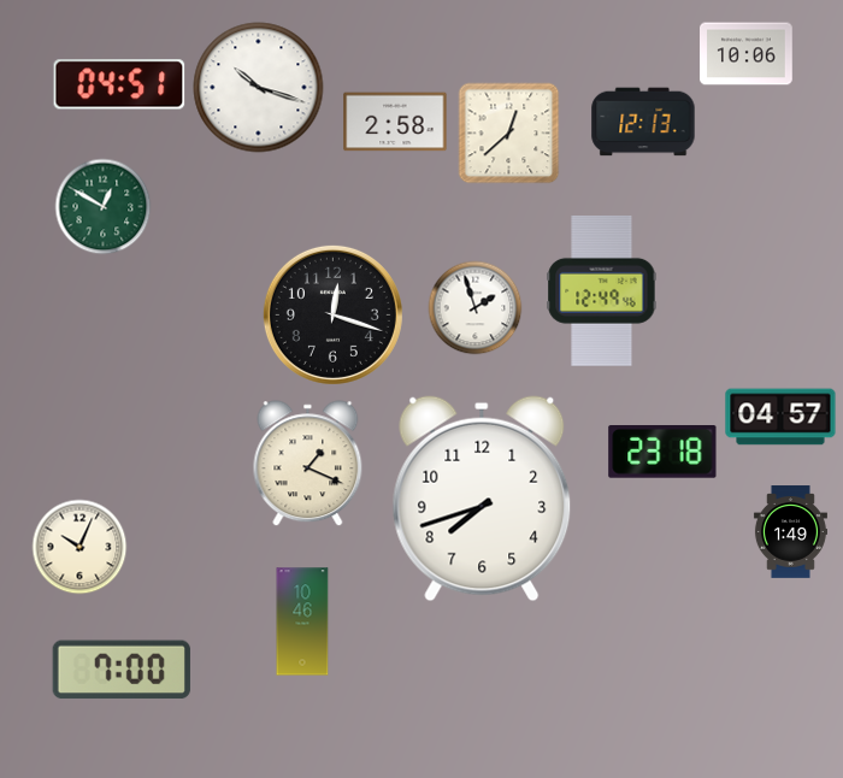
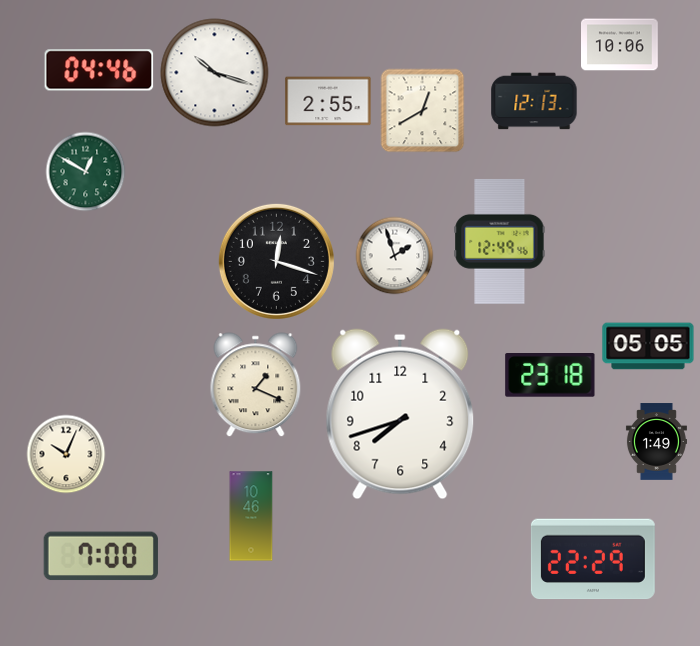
clock at (119, 84): 04:51 -> 04:46
clock at (395, 122): 2:58 -> 2:55
clock at (508, 132): 12:38 -> 12:40
clock at (780, 417): 04:57 -> 05:05
clock at (593, 559): none -> 22:29
